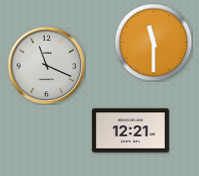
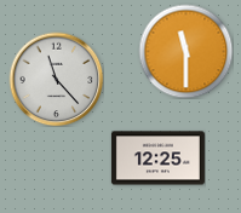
clock at (46, 65): 11:19 -> 11:23
clock at (130, 131): 12:21 -> 12:25
